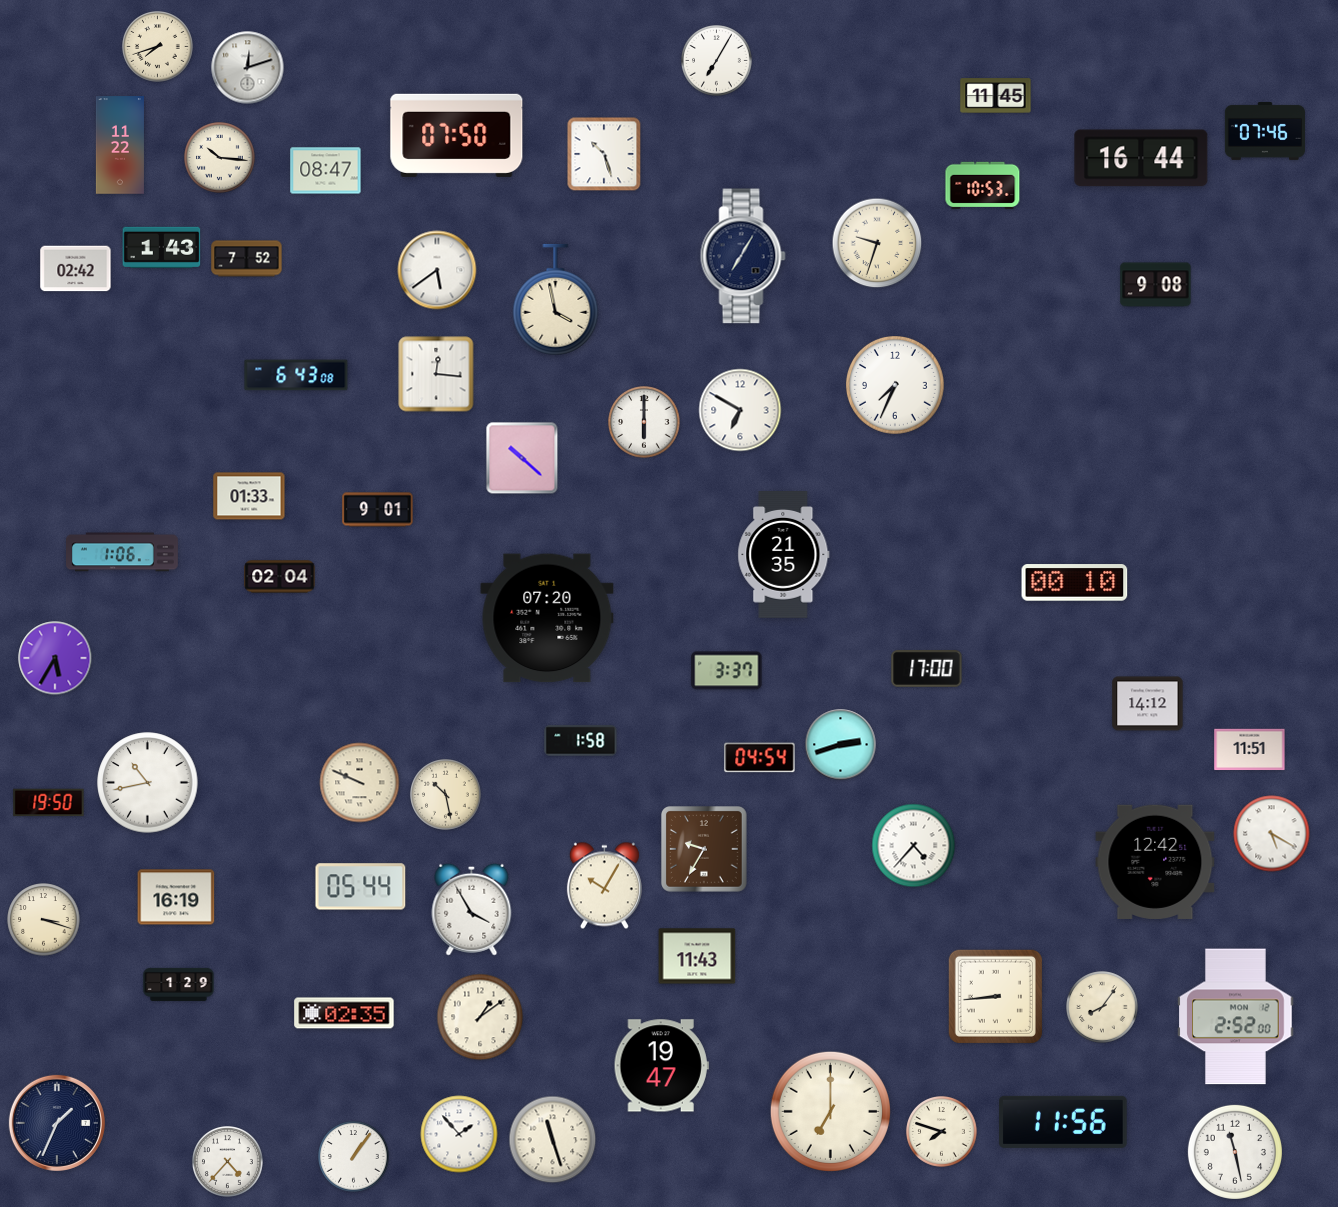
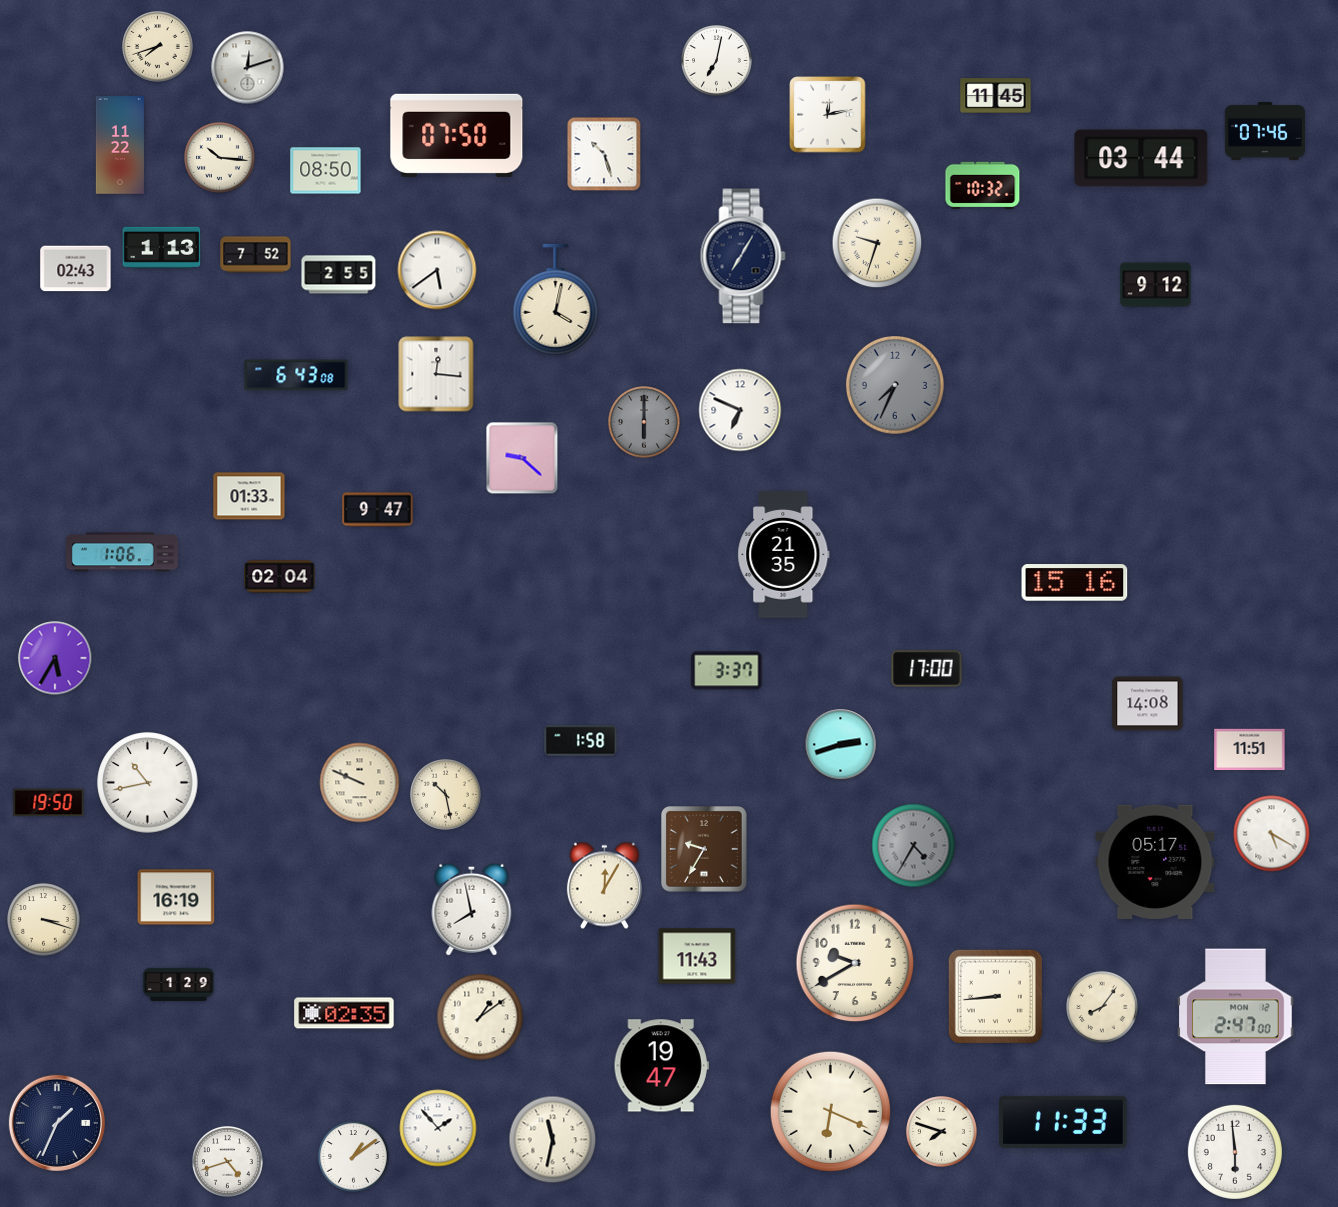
clock at (717, 61): 7:05 -> 7:02
clock at (828, 115): none -> 12:13
clock at (1141, 158): 16:44 -> 03:44
clock at (326, 171): 08:47 -> 08:50
clock at (983, 185): 10:53 -> 10:32
clock at (162, 247): 1:43 -> 1:13
clock at (247, 259) position: (247, 259) -> (256, 255)
clock at (76, 269): 02:42 -> 02:43
clock at (339, 275): none -> 2:55
clock at (1156, 285): 9:08 -> 9:12
clock at (556, 300): 3:58 -> 4:02
clock at (896, 386) dial: white -> grey
clock at (740, 410): 6:50 -> 6:49
clock at (644, 422) dial: white -> grey
clock at (522, 458): 10:22 -> 9:22
clock at (378, 510): 9:01 -> 9:47
clock at (1075, 583): 00:10 -> 15:16
clock at (547, 618): 07:20 -> none
clock at (1148, 704): 14:12 -> 14:08
clock at (760, 758): 04:54 -> none
clock at (914, 846): 4:37 -> 4:35
clock at (914, 846) dial: white -> grey
clock at (1155, 862): 12:42 -> 05:17
clock at (604, 886): 10:05 -> 12:05
clock at (361, 887): 05:44 -> none
clock at (472, 909): 3:55 -> 7:58
clock at (855, 963): none -> 9:40
clock at (1236, 1017): 2:52 -> 2:47
clock at (830, 1111): 7:00 -> 6:19
clock at (1063, 1122): 11:56 -> 11:33
clock at (459, 1134) position: (459, 1134) -> (438, 1128)
clock at (553, 1140): 11:27 -> 11:32
clock at (1235, 1152): 11:28 -> 5:59
clock at (354, 1157): 1:06 -> 1:09
clock at (228, 1162): 4:37 -> 4:42
